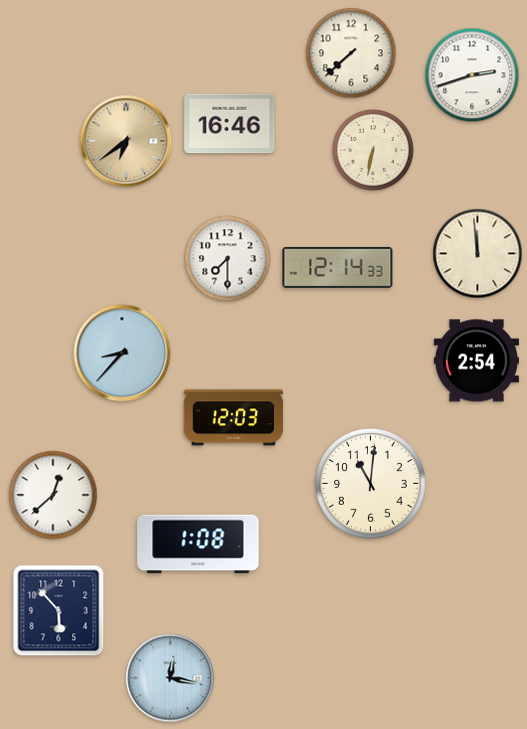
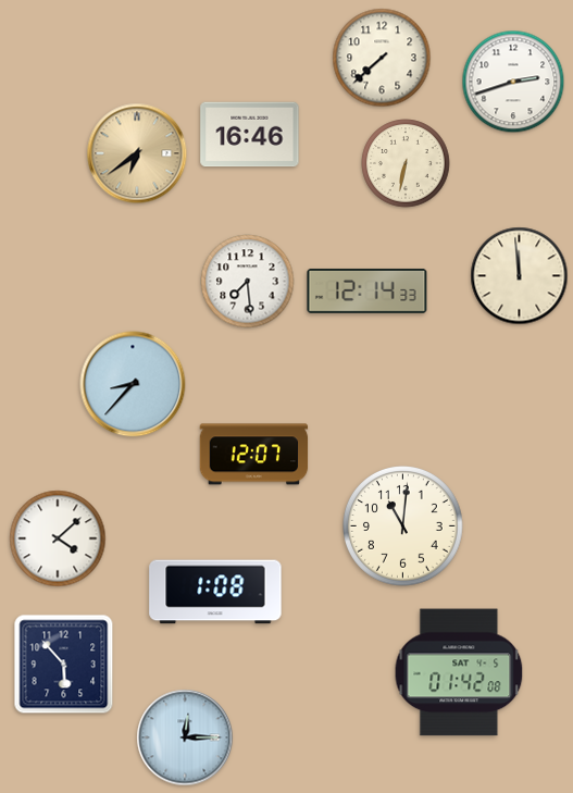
clock at (228, 259): 7:30 -> 7:29
clock at (476, 361): 2:54 -> none
clock at (234, 418): 12:03 -> 12:07
clock at (53, 495): 12:38 -> 4:08
clock at (459, 672): none -> 01:42
clock at (170, 678): 12:17 -> 12:15
